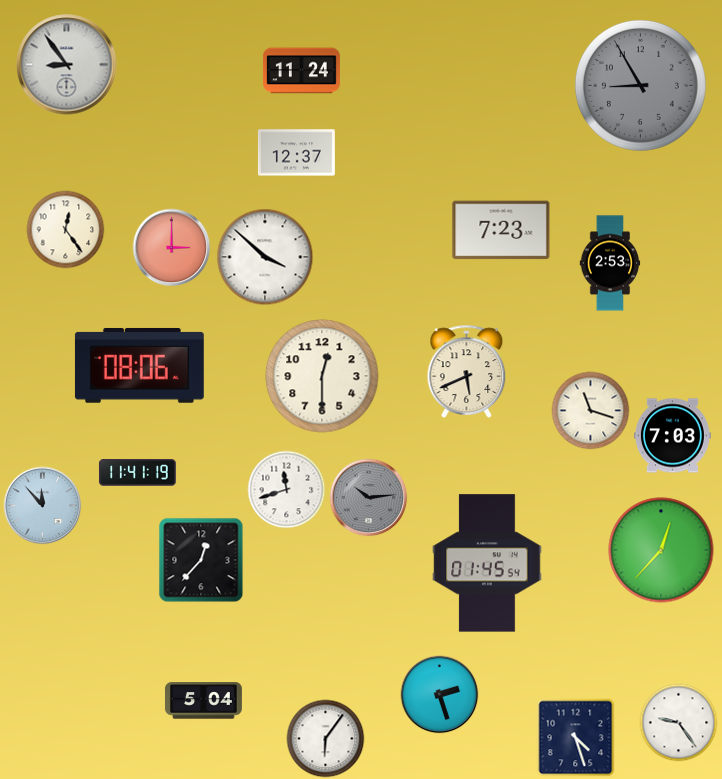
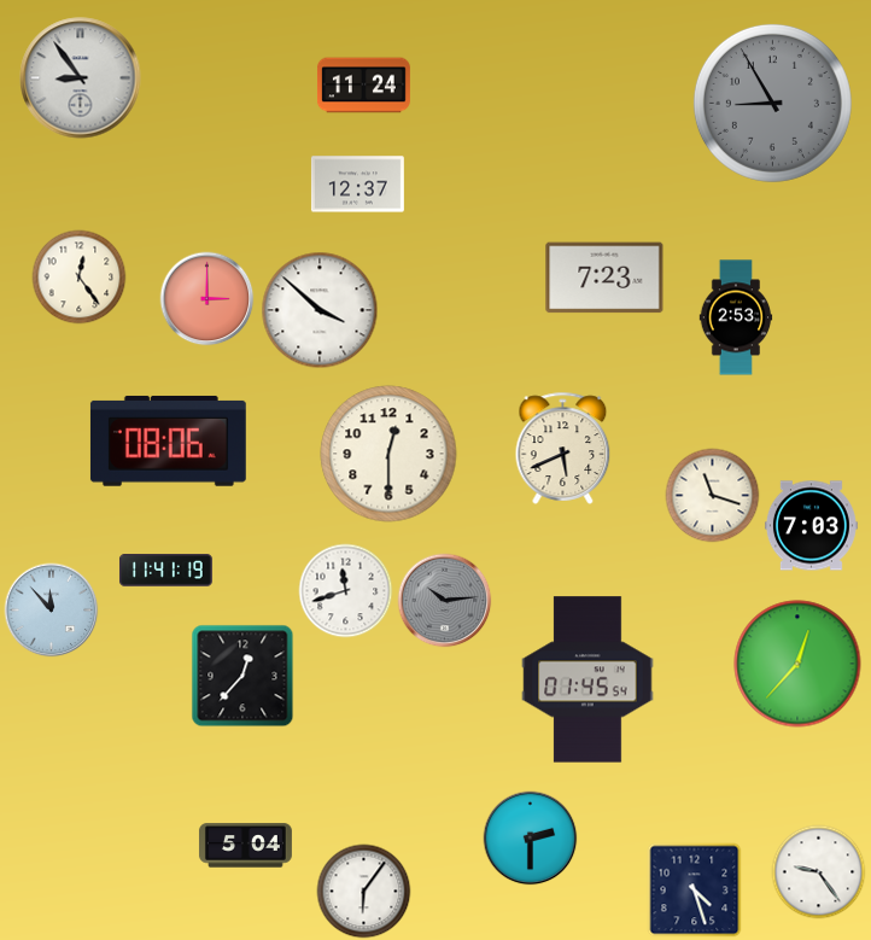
clock at (439, 694): 2:27 -> 2:30
clock at (325, 738) position: (325, 738) -> (363, 891)
